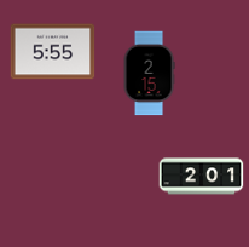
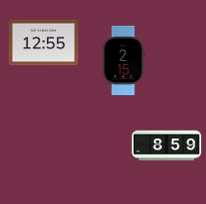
clock at (53, 52): 5:55 -> 12:55
clock at (202, 177): 2:01 -> 8:59
